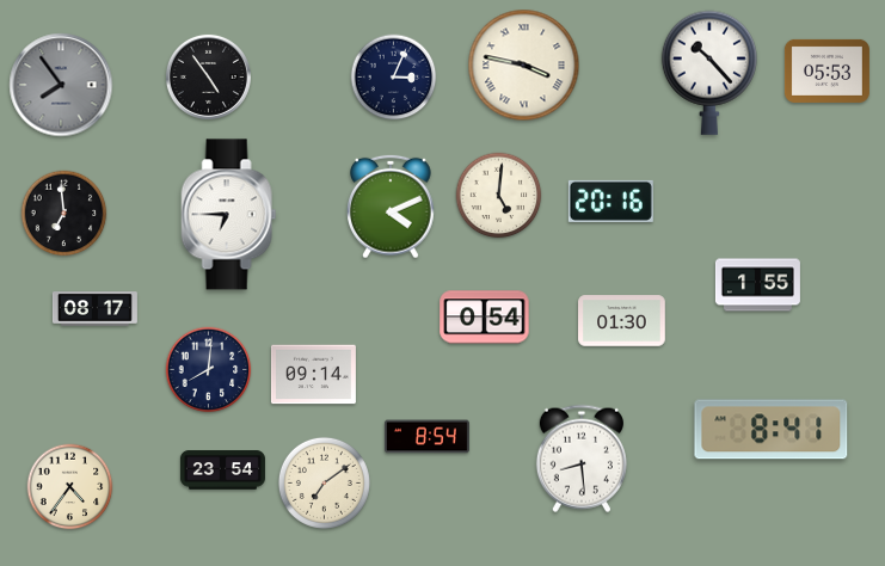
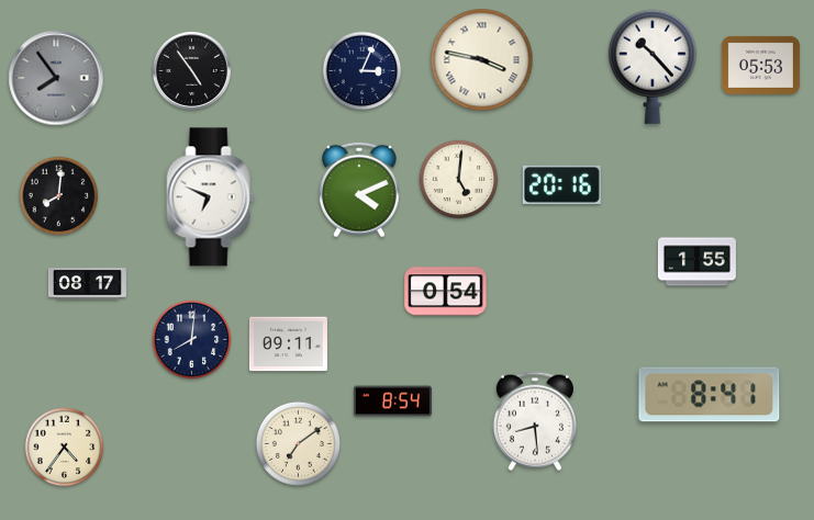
clock at (64, 214): 6:59 -> 8:01
clock at (229, 215): 6:45 -> 6:49
clock at (622, 321): 01:30 -> none
clock at (313, 375): 09:14 -> 09:11
clock at (222, 470): 23:54 -> none
